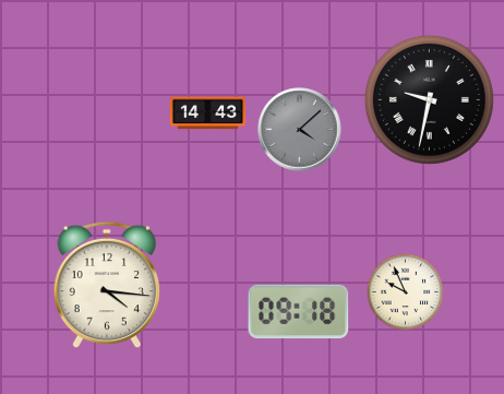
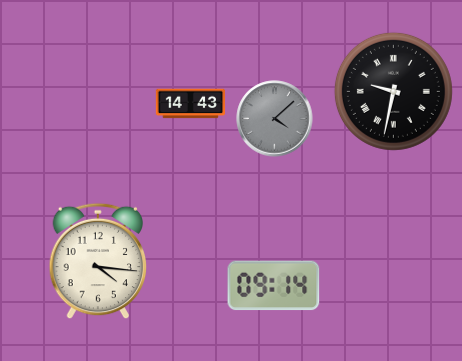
clock at (406, 292): 9:56 -> none
clock at (299, 312): 09:18 -> 09:14
